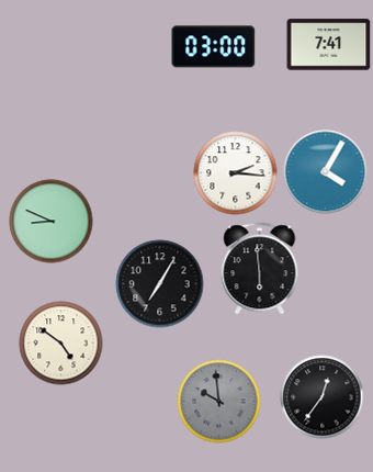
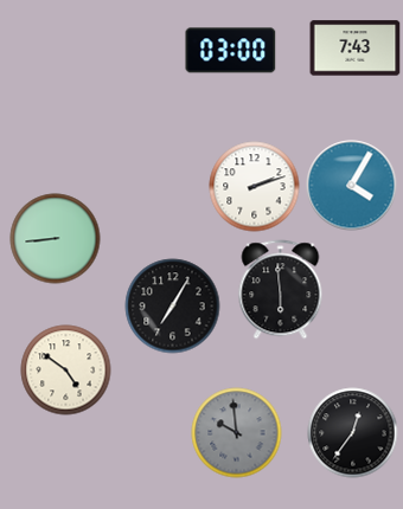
clock at (329, 45): 7:41 -> 7:43
clock at (236, 173): 2:16 -> 2:12
clock at (52, 222): 8:49 -> 8:44
clock at (323, 397) position: (323, 397) -> (353, 433)
